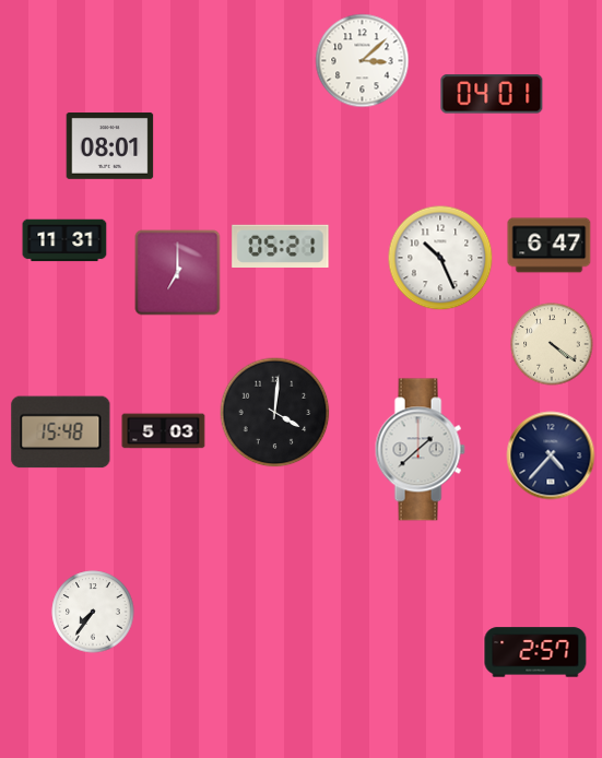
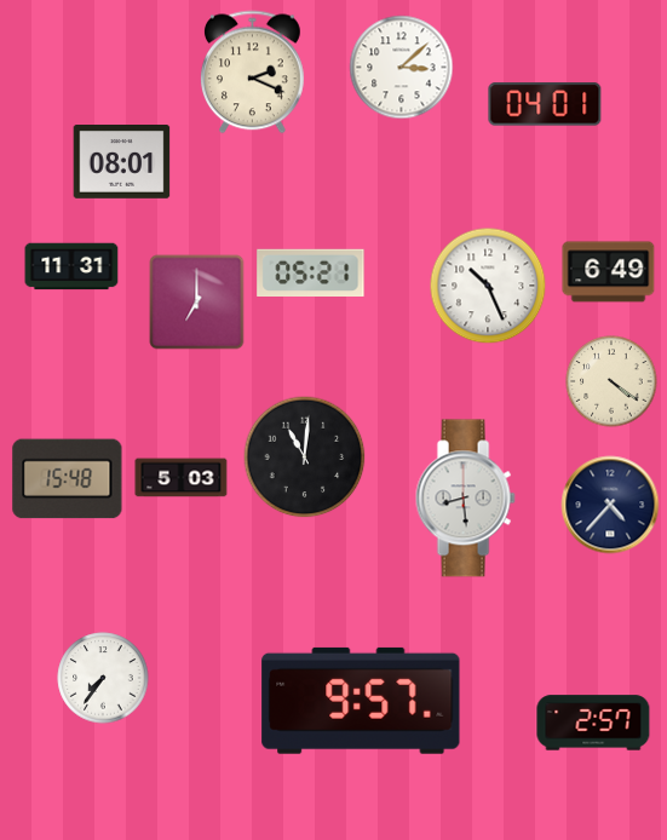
clock at (252, 73): none -> 2:19
clock at (550, 246): 6:47 -> 6:49
clock at (275, 413): 4:01 -> 11:01
clock at (420, 450): 1:38 -> 8:29
clock at (361, 701): none -> 9:57
